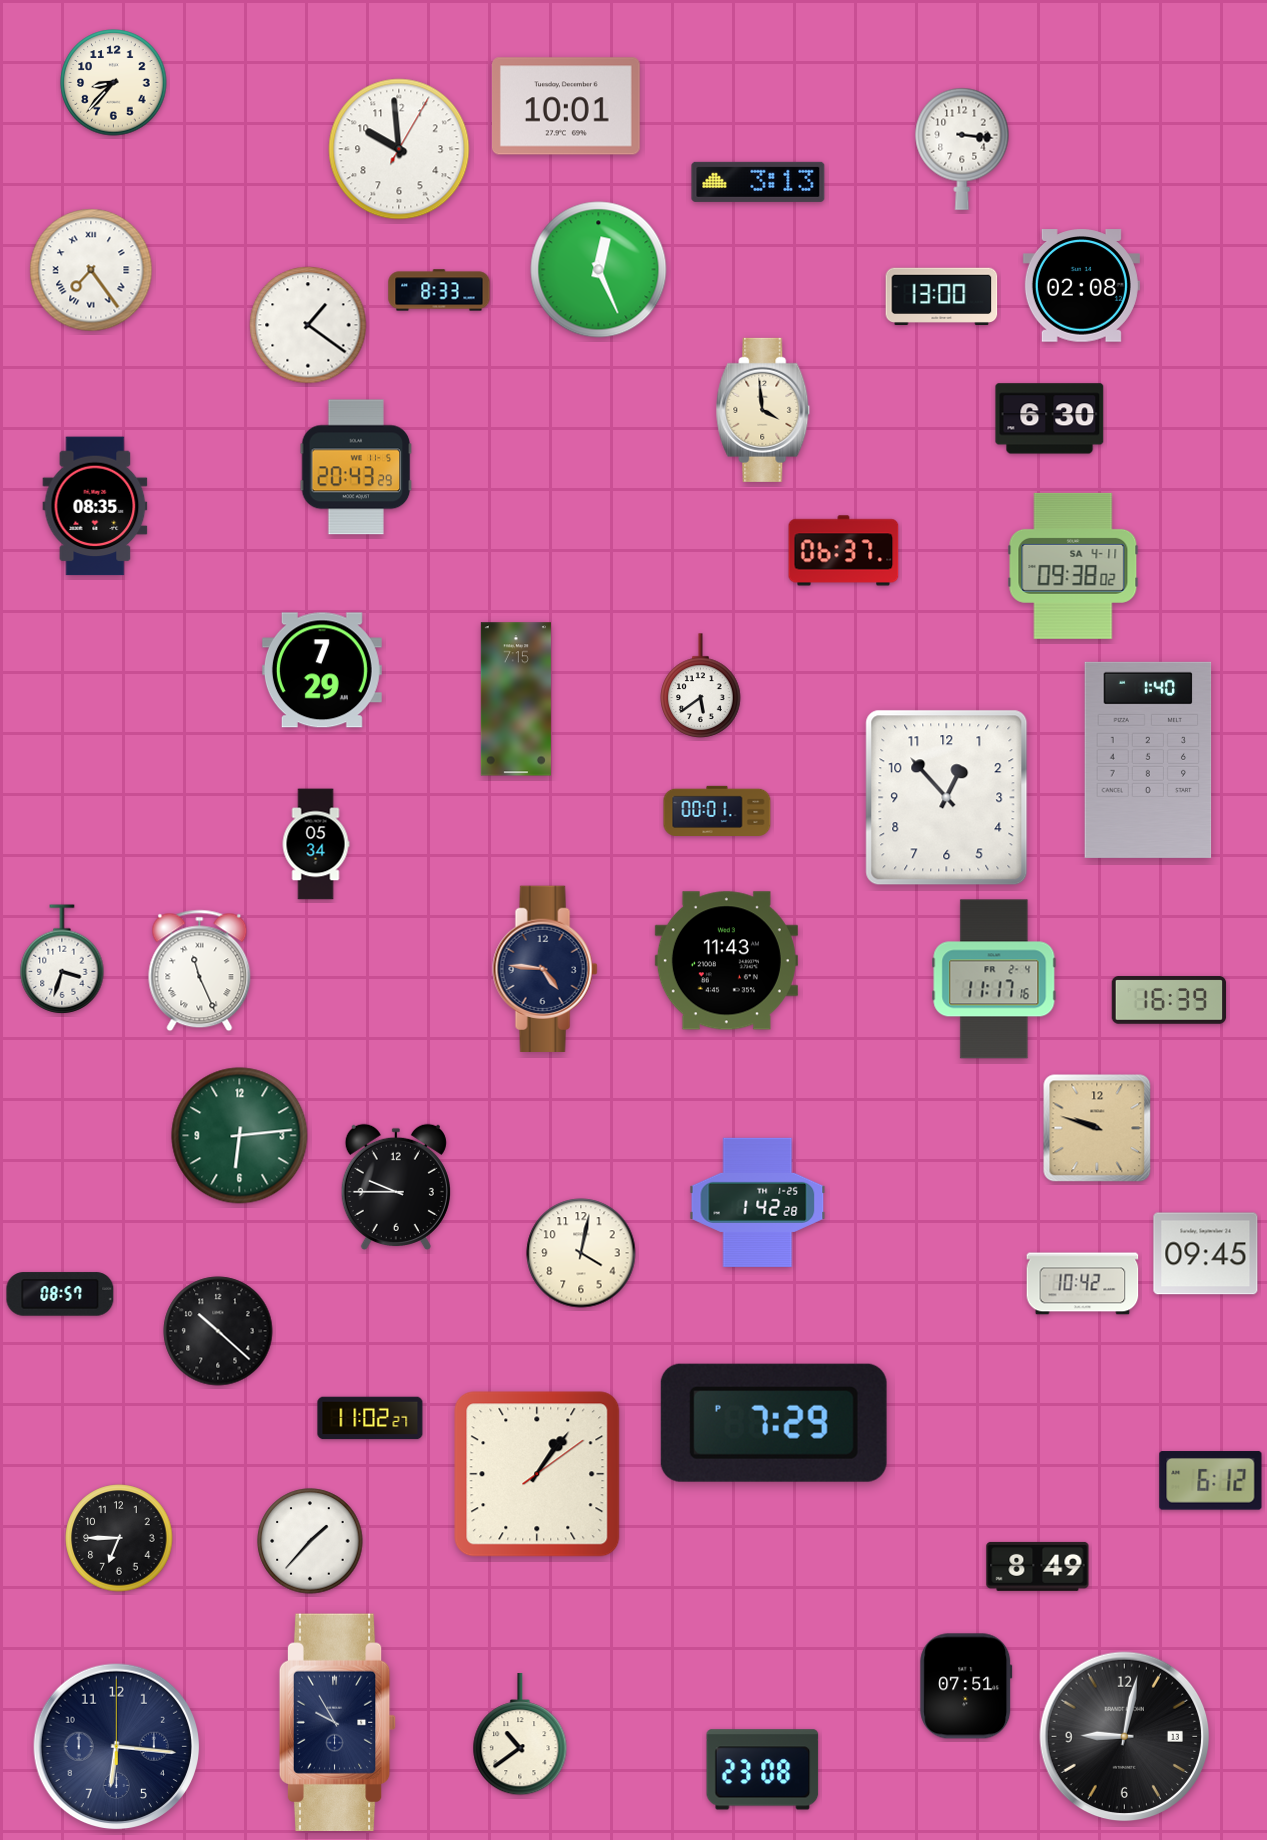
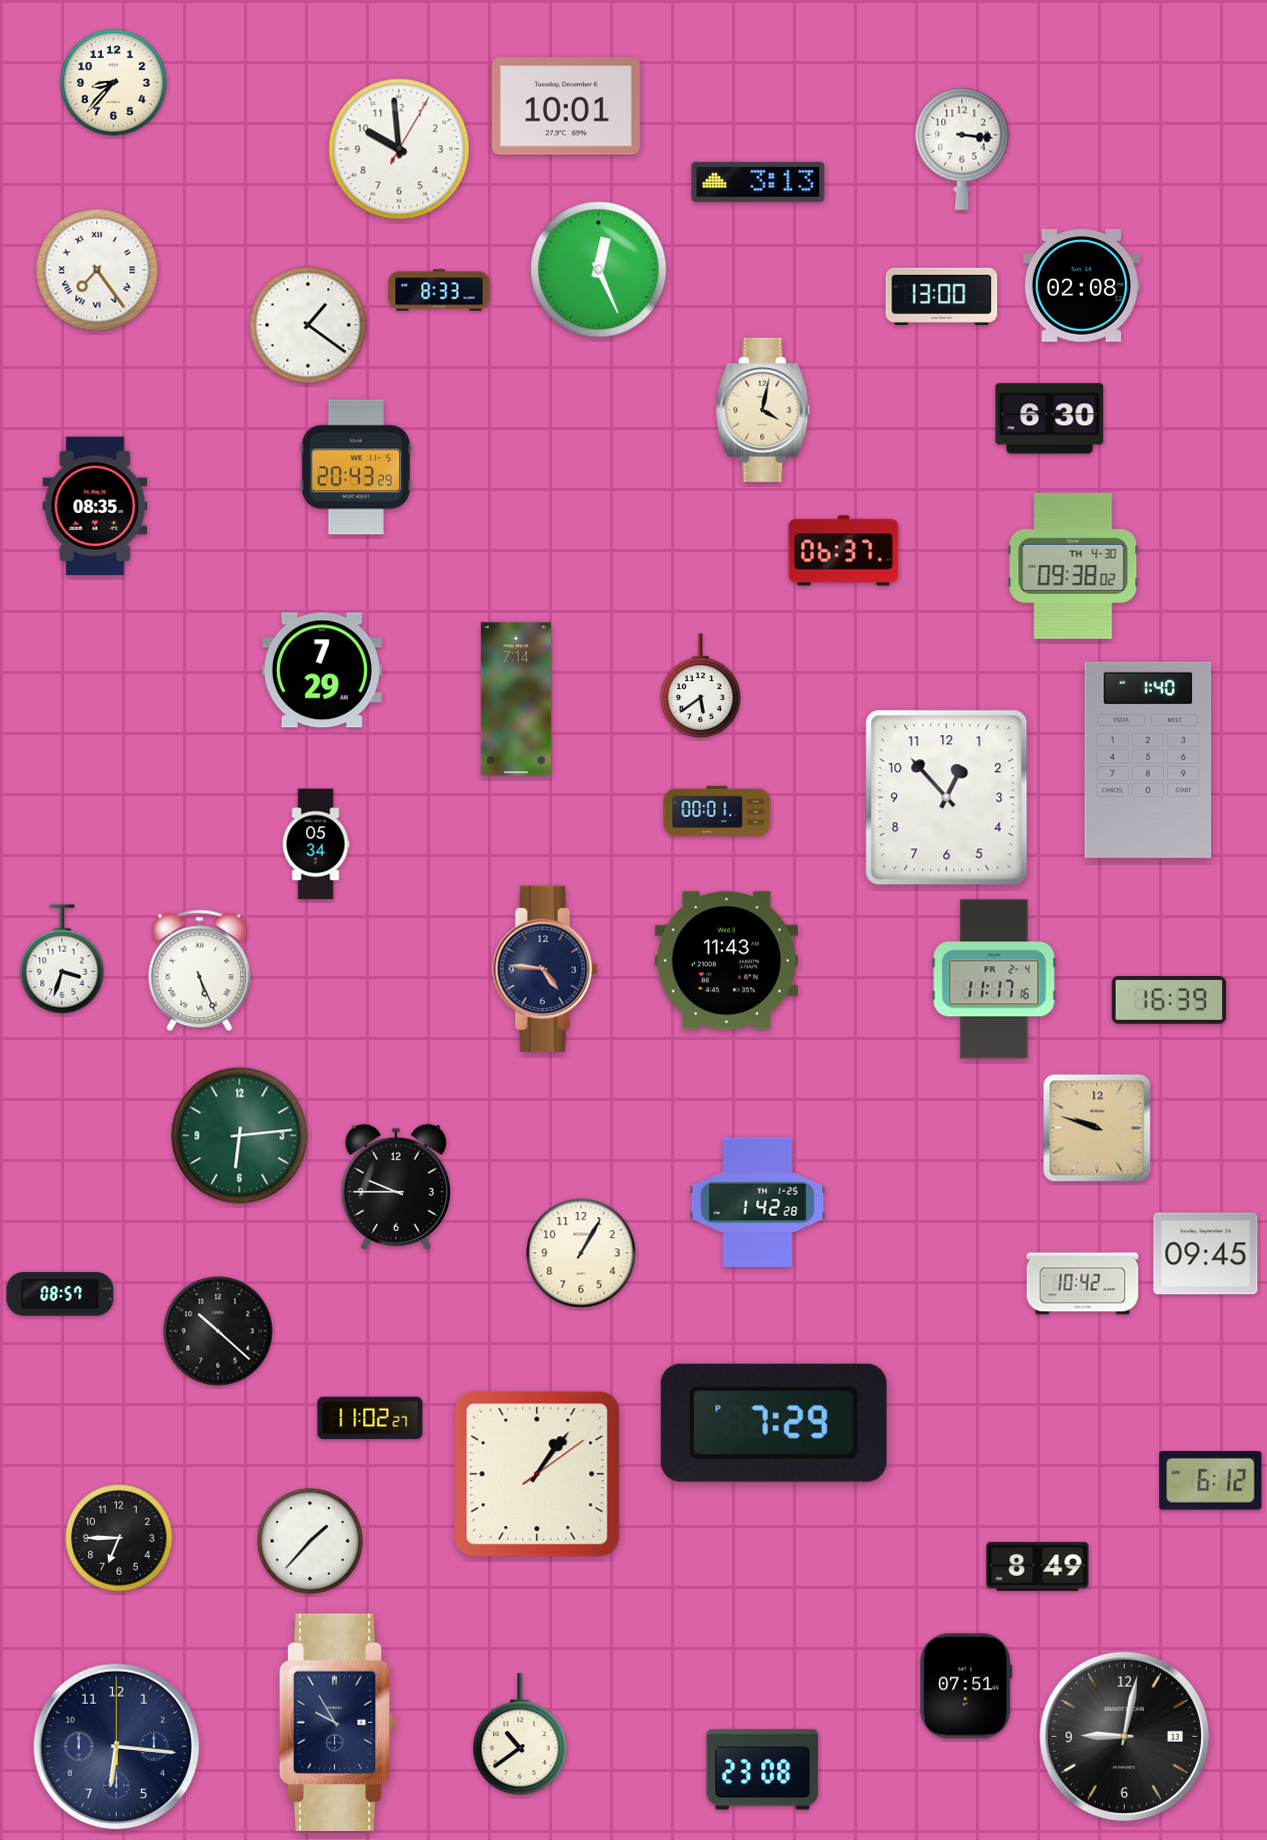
clock at (91, 270) position: (91, 270) -> (97, 270)
clock at (763, 410): 3:59 -> 4:02
clock at (1073, 566) date: SA 4-11 -> TH 4-30
clock at (516, 699): 7:15 -> 7:14
clock at (200, 971): 11:26 -> 5:26
clock at (581, 1253): 4:02 -> 1:05
